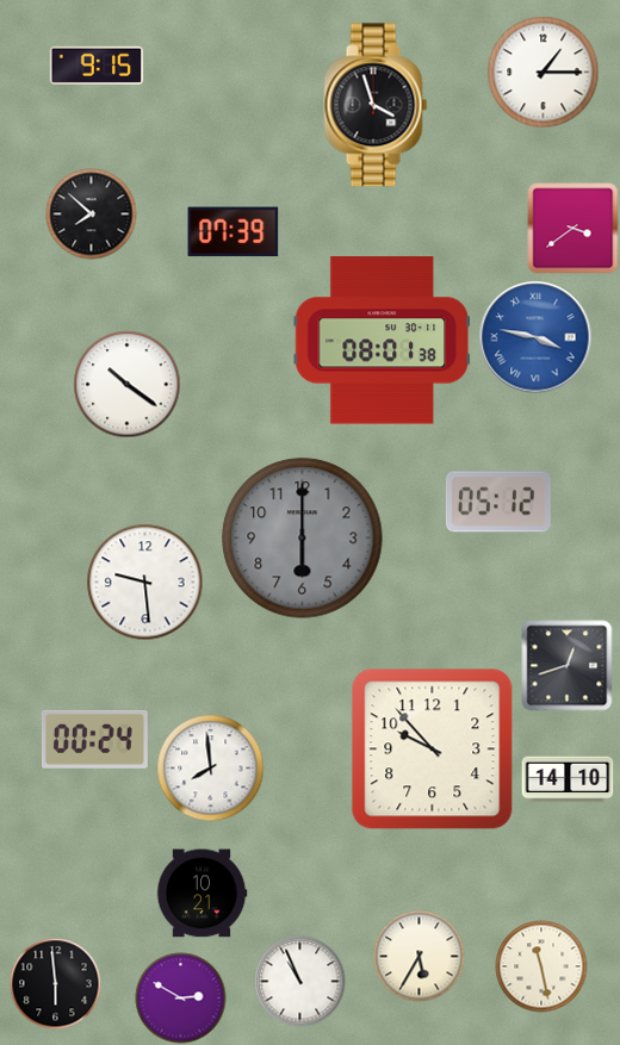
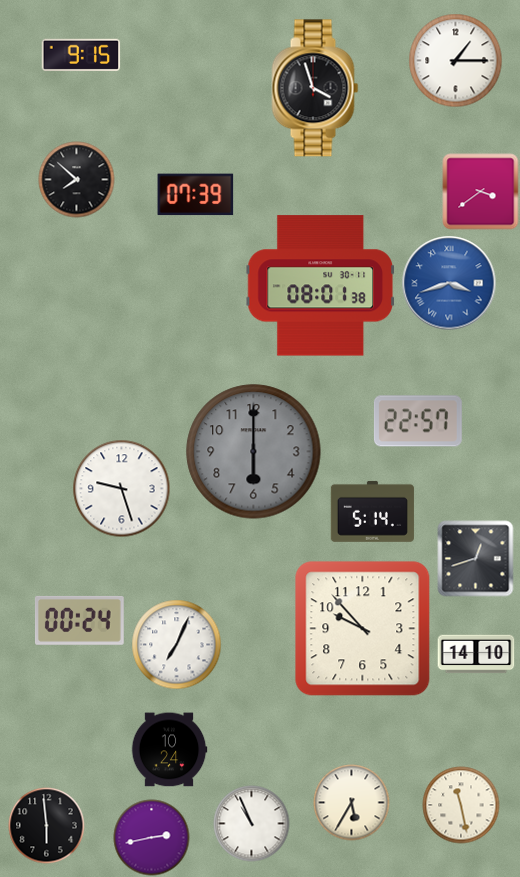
clock at (535, 337): 3:47 -> 3:42
clock at (128, 385): 10:21 -> none
clock at (498, 502): 05:12 -> 22:57
clock at (145, 583): 9:29 -> 9:27
clock at (372, 511): none -> 5:14
clock at (211, 769): 7:59 -> 7:04
clock at (201, 894): 10:21 -> 10:24
clock at (541, 966) position: (541, 966) -> (461, 805)
clock at (181, 999): 2:50 -> 2:43
